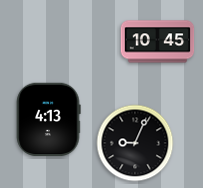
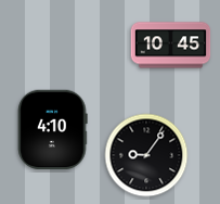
clock at (49, 120): 4:13 -> 4:10
clock at (135, 143): 9:04 -> 9:06
